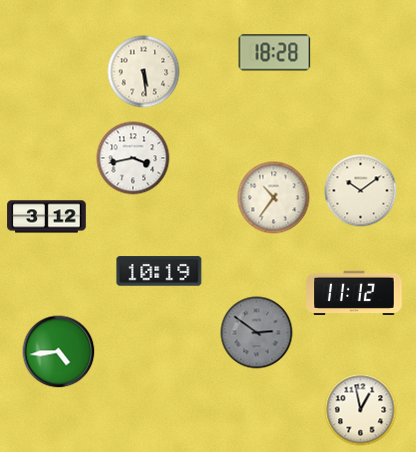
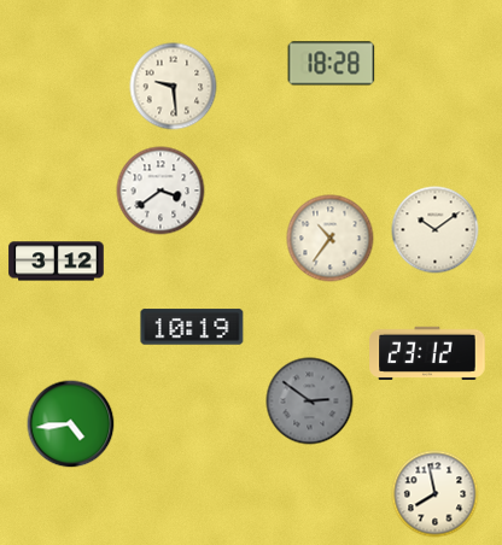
clock at (144, 72): 5:29 -> 9:29
clock at (133, 158): 3:43 -> 3:39
clock at (354, 292): 11:12 -> 23:12
clock at (361, 410): 12:58 -> 7:58
